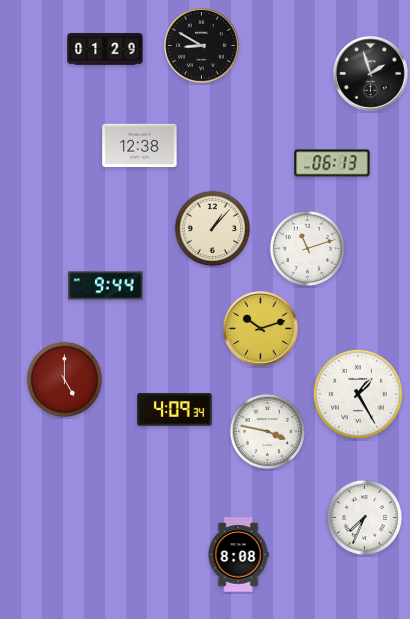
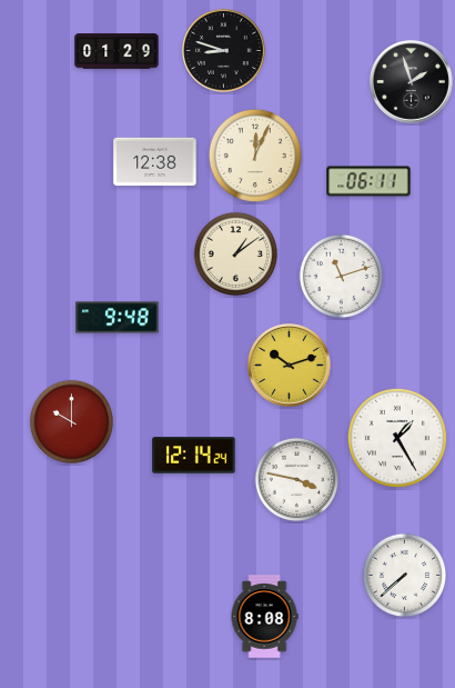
clock at (202, 46): 8:50 -> 8:48
clock at (105, 49) position: (105, 49) -> (117, 51)
clock at (255, 156): none -> 12:04
clock at (332, 163): 06:13 -> 06:11
clock at (212, 228): 1:07 -> 1:09
clock at (106, 286): 9:44 -> 9:48
clock at (64, 379): 5:00 -> 10:00
clock at (175, 410): 4:09 -> 12:14
clock at (364, 517): 7:34 -> 7:38
